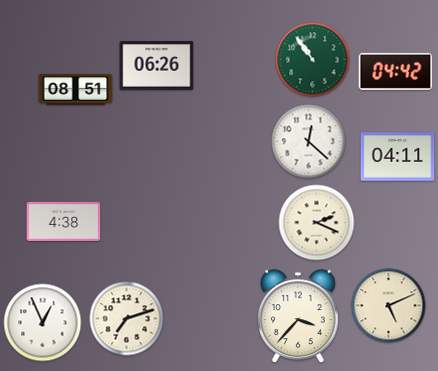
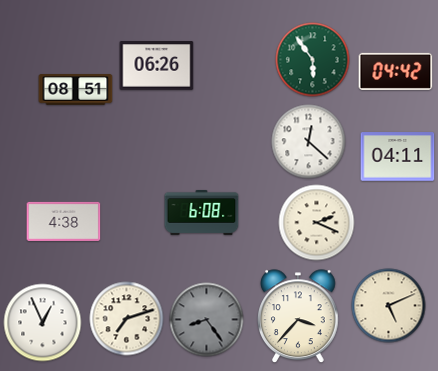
clock at (313, 60): 10:54 -> 5:54
clock at (202, 212): none -> 6:08
clock at (207, 320): none -> 8:24
